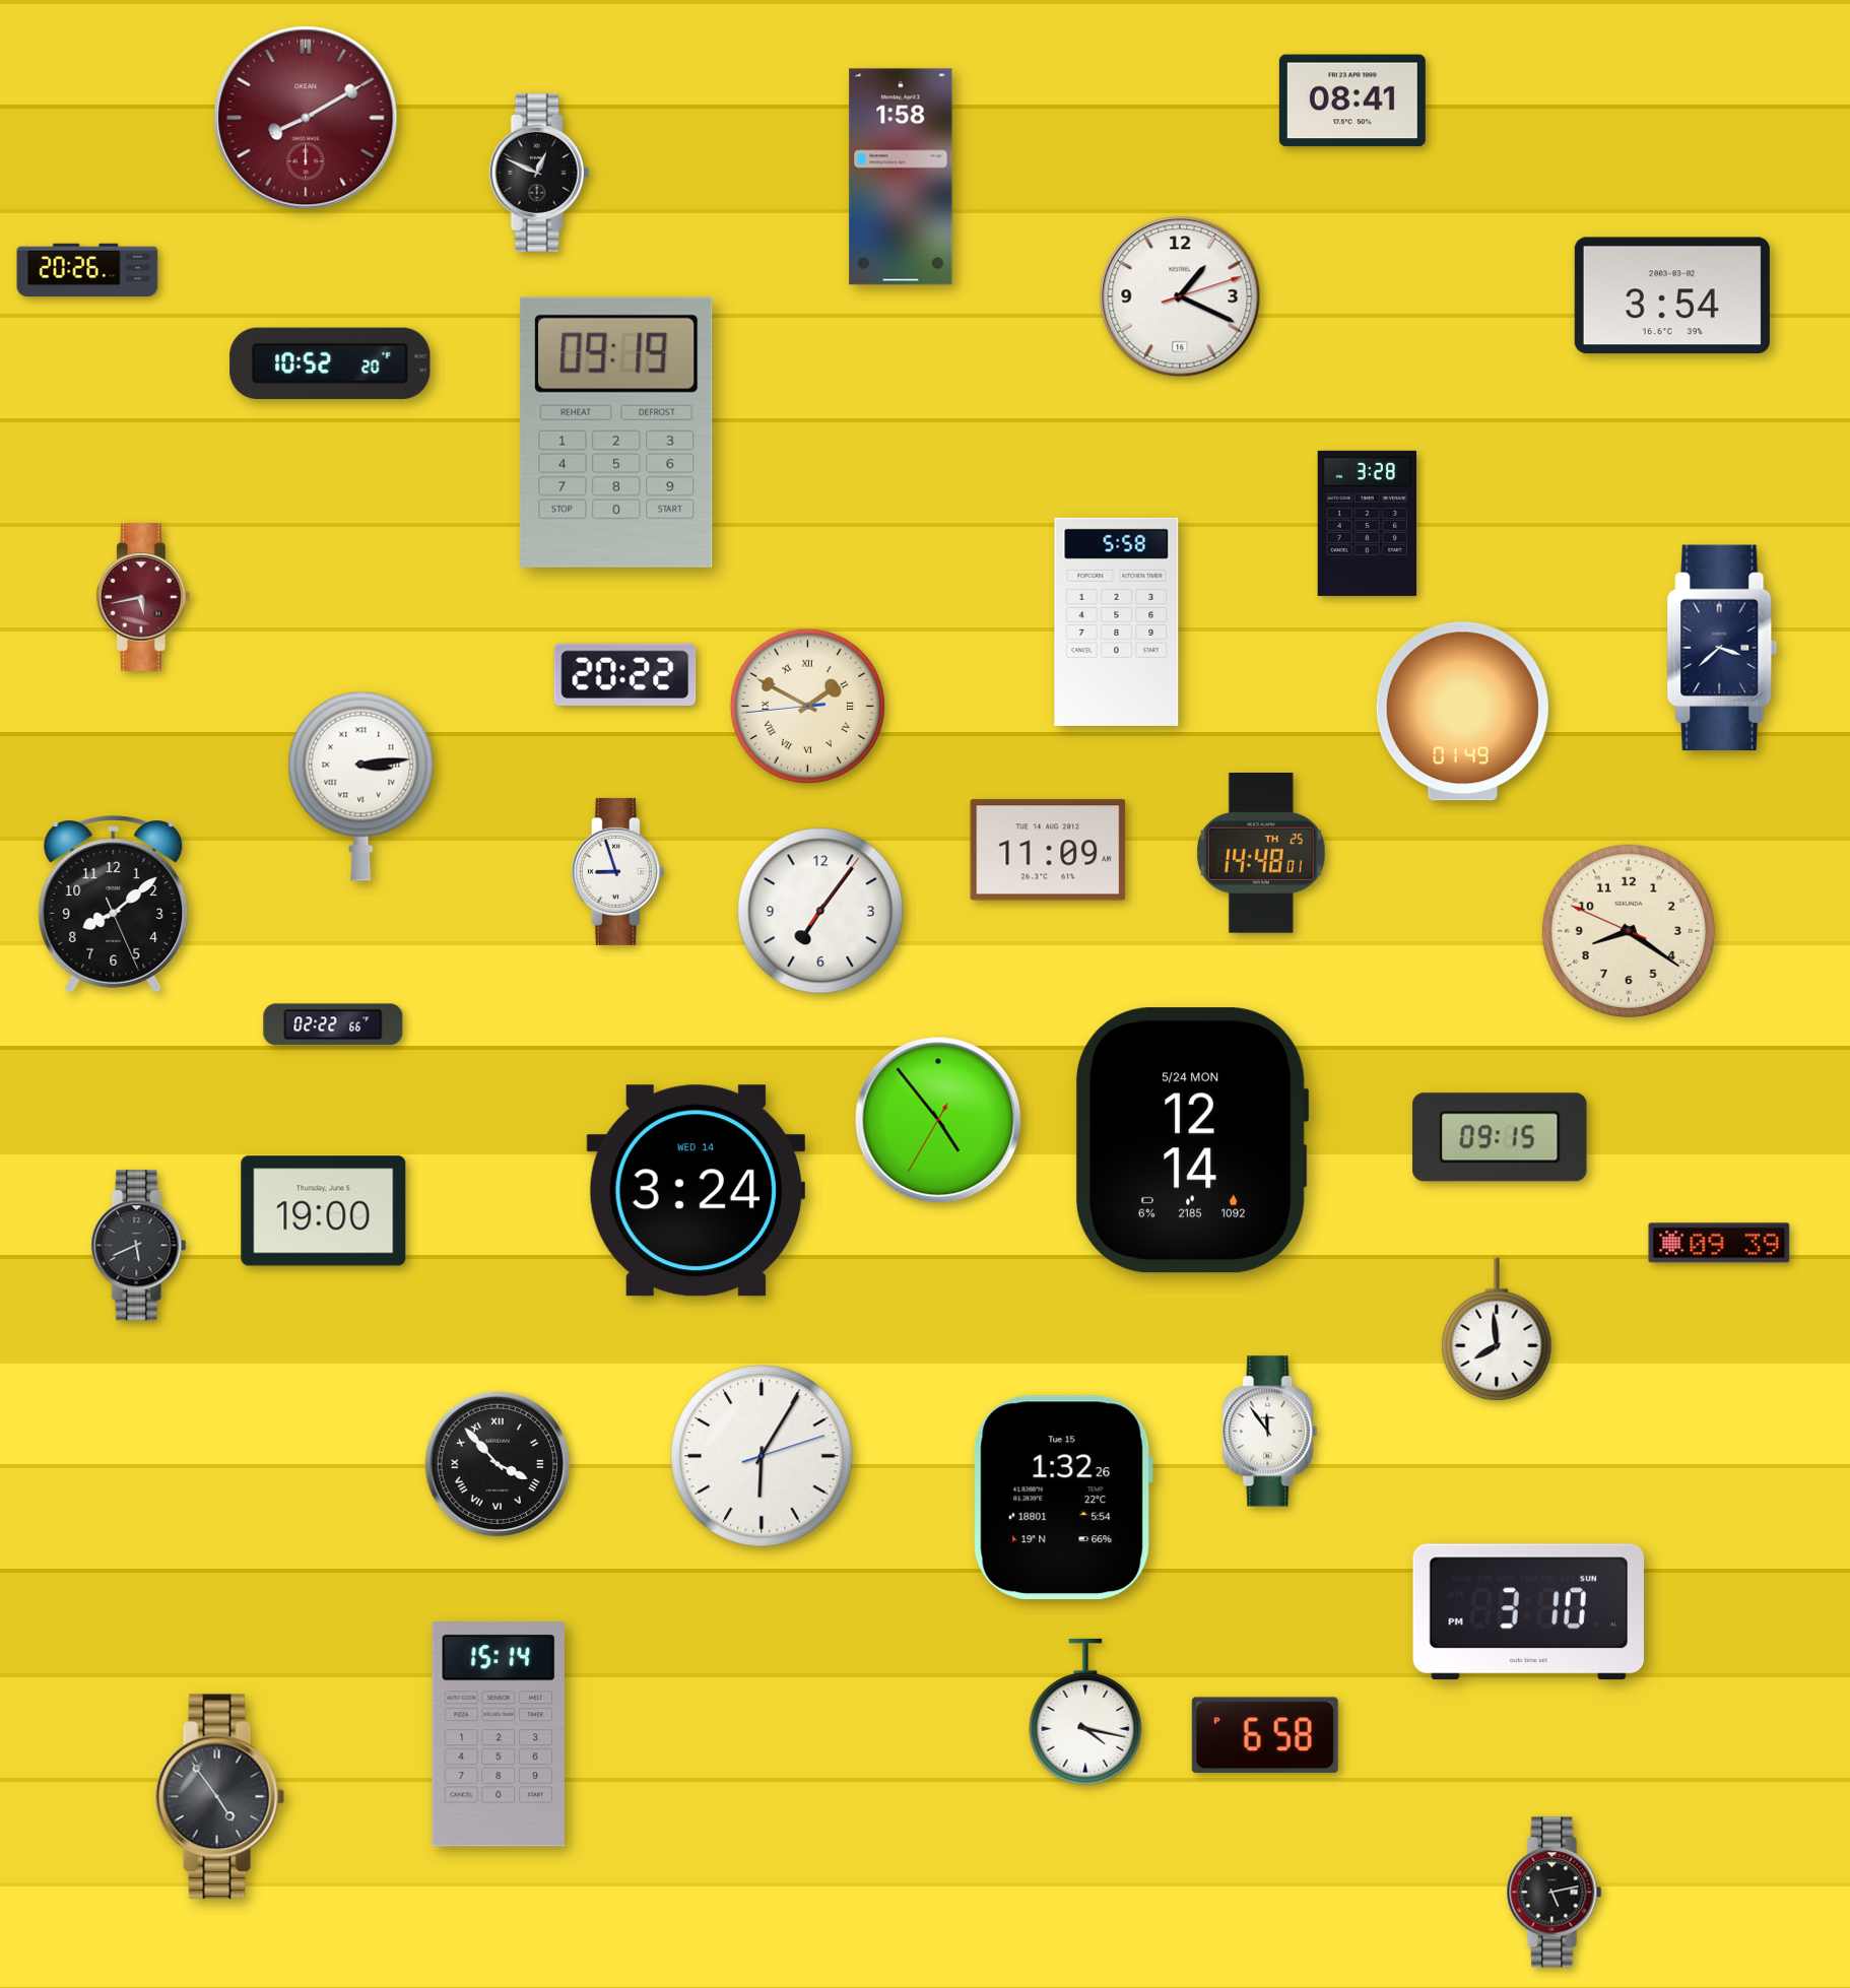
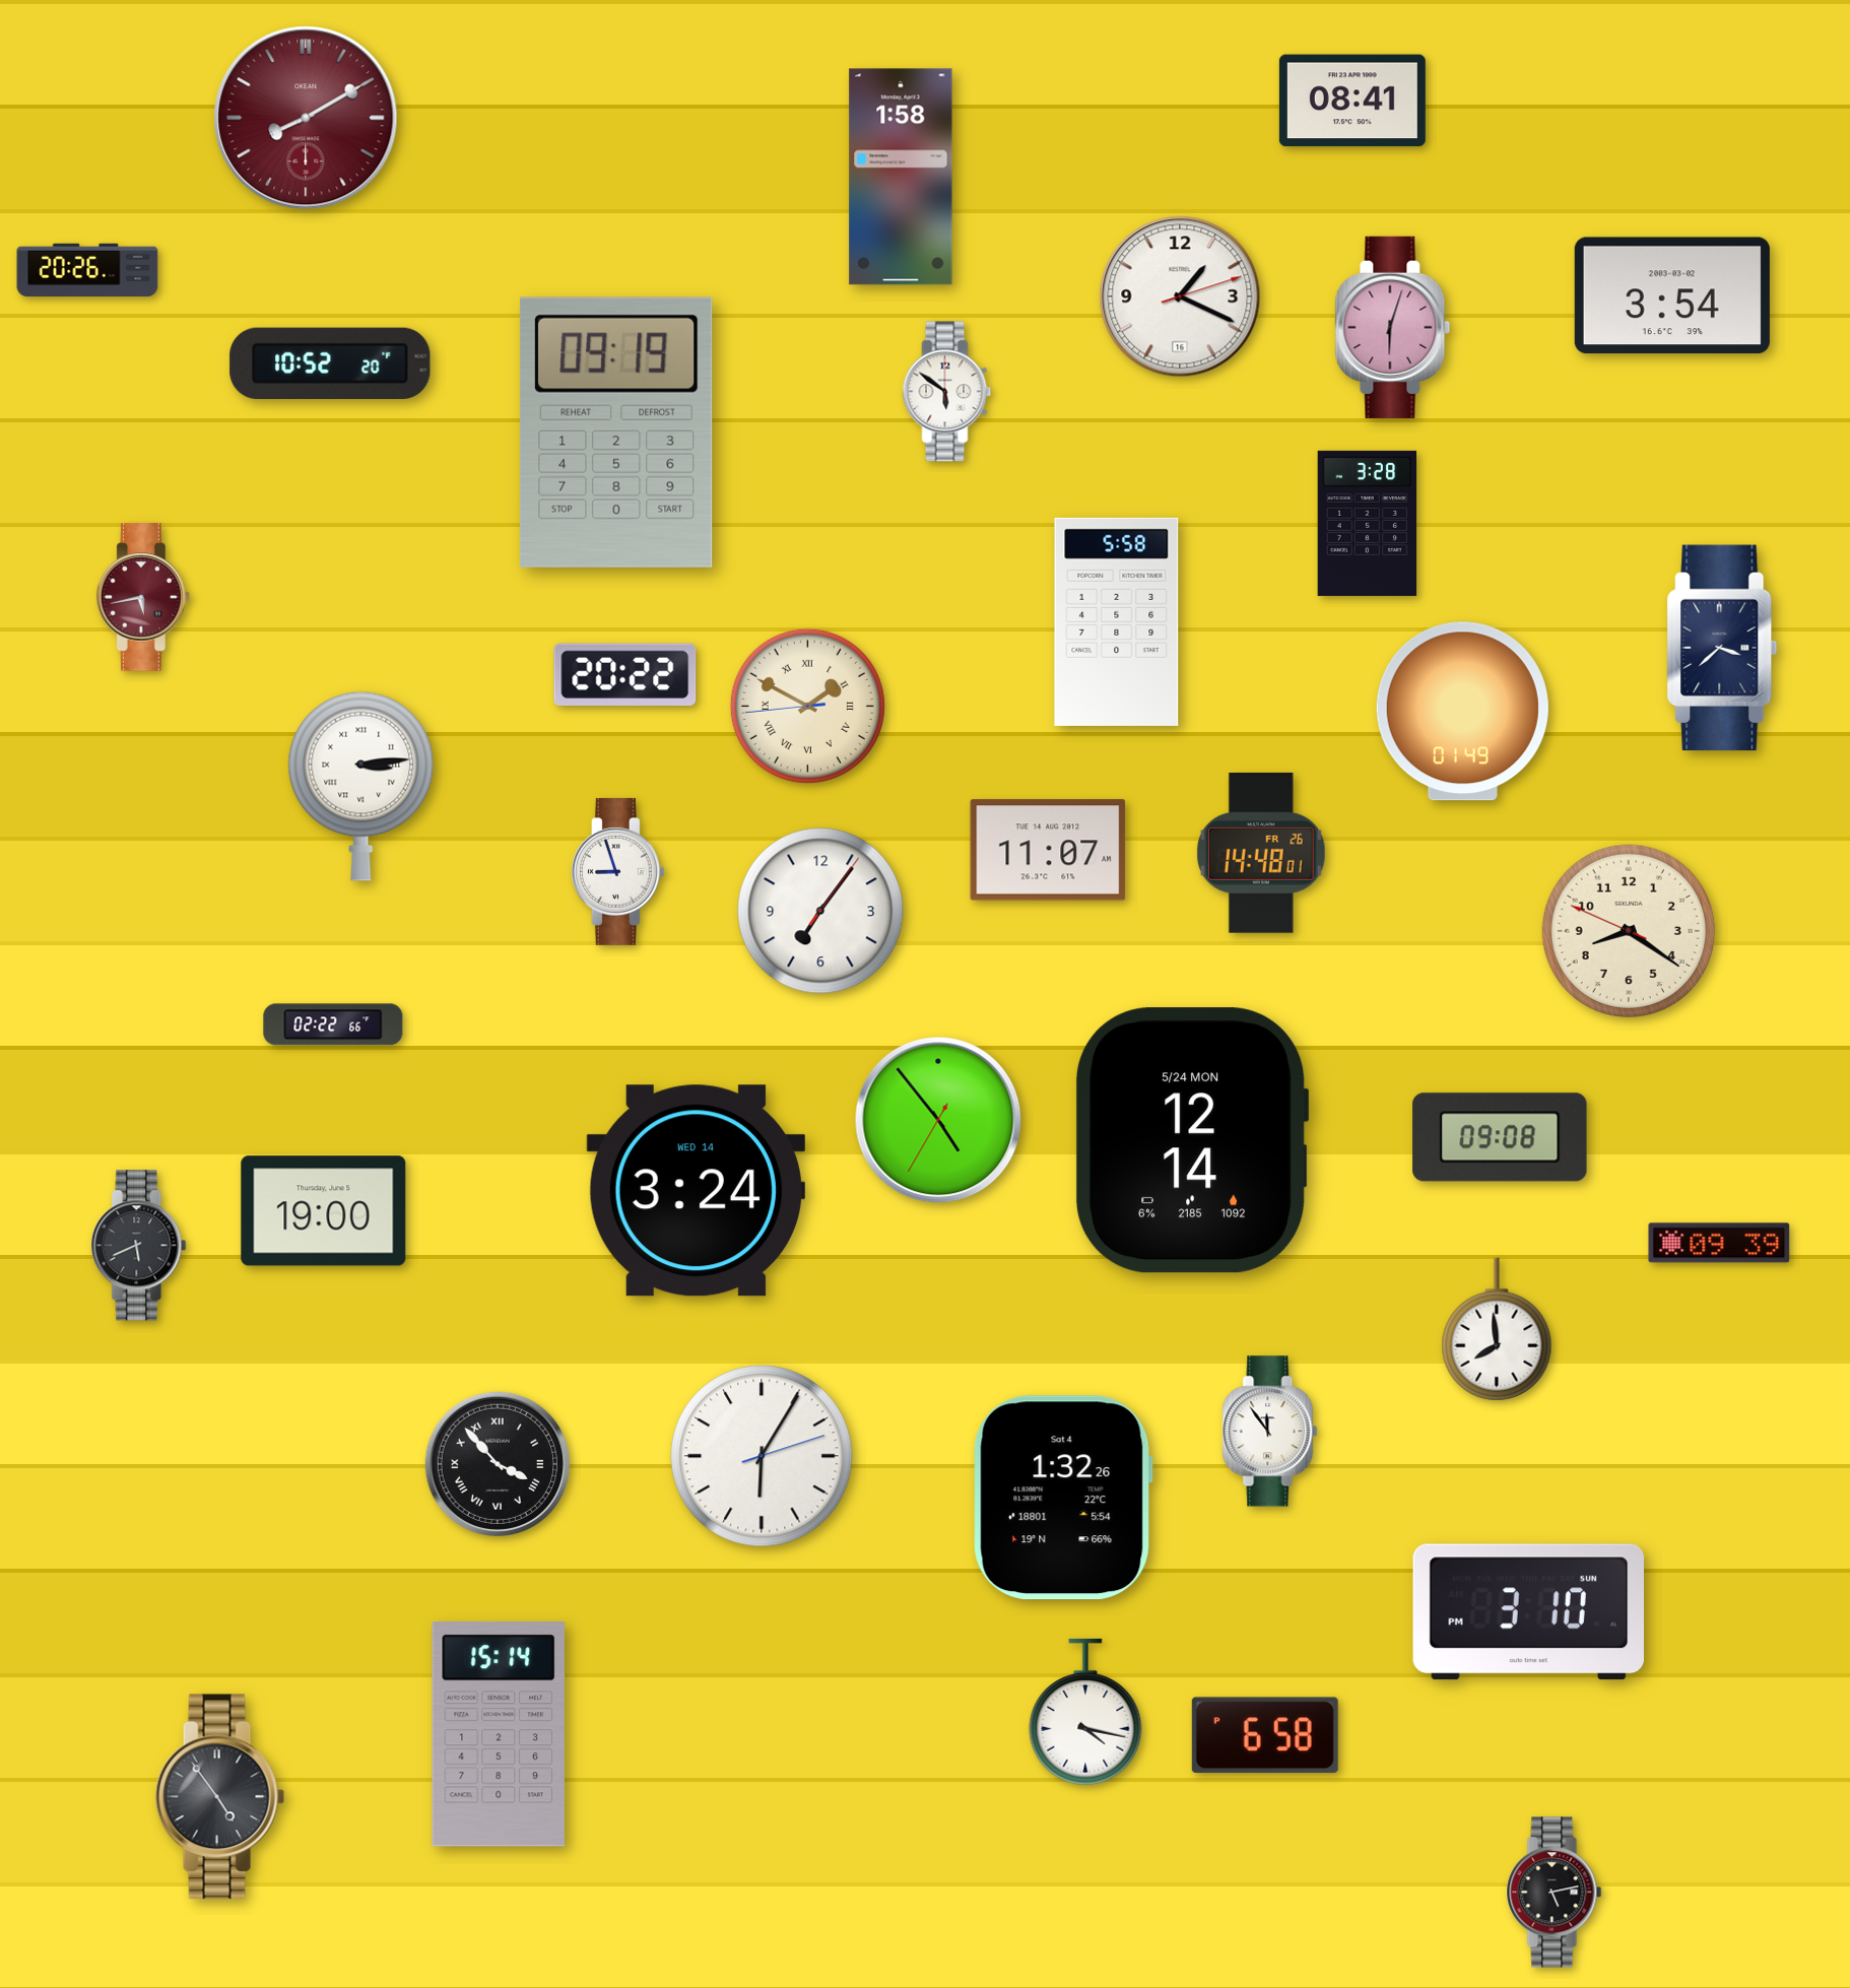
clock at (539, 173): 12:49 -> none
clock at (1393, 327): none -> 6:03
clock at (947, 392): none -> 5:51
clock at (1048, 850): 11:09 -> 11:07
clock at (1261, 853) date: TH 25 -> FR 26
clock at (114, 905): 8:08 -> none
clock at (1500, 1137): 09:15 -> 09:08
clock at (1063, 1498) date: Tue 15 -> Sat 4
